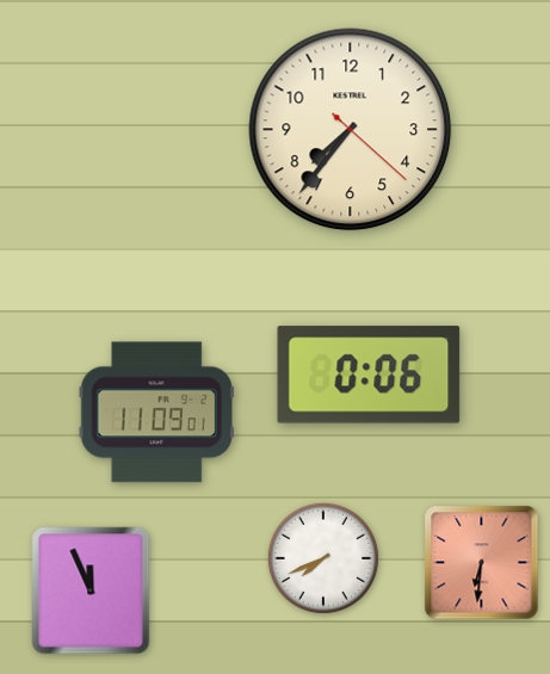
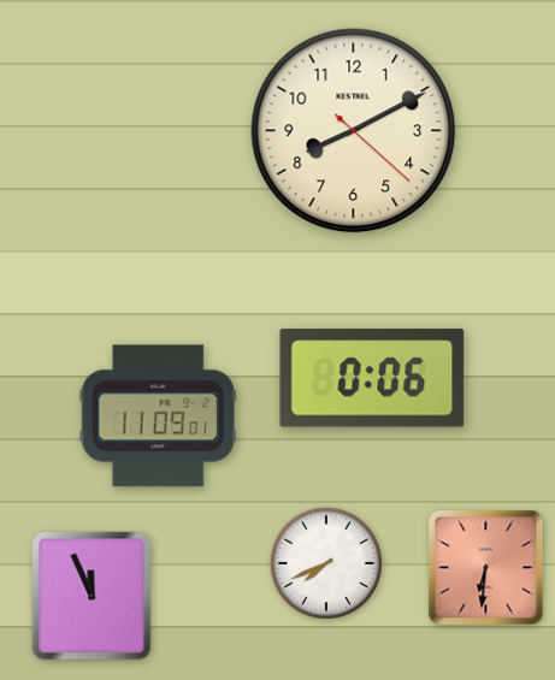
clock at (351, 130): 7:36 -> 8:10
